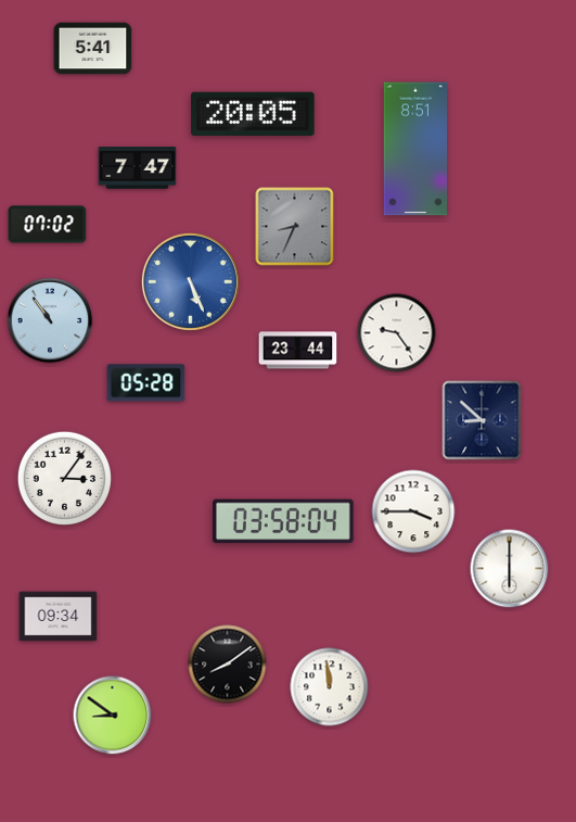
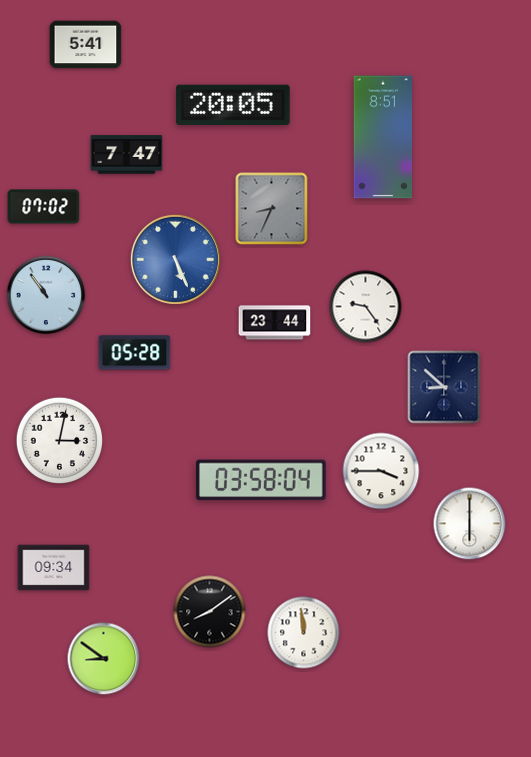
clock at (65, 479): 3:06 -> 3:02
